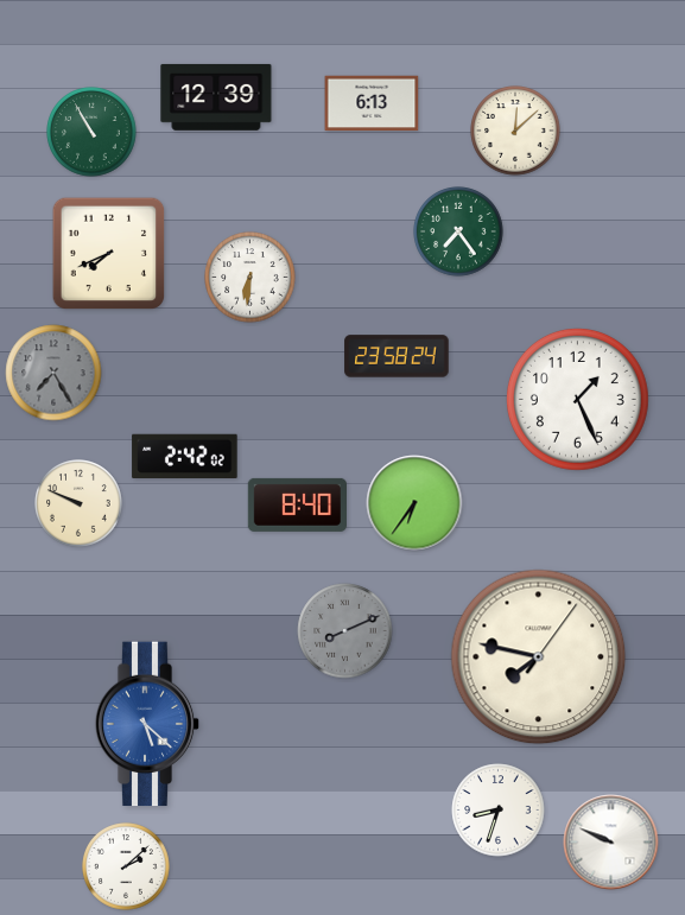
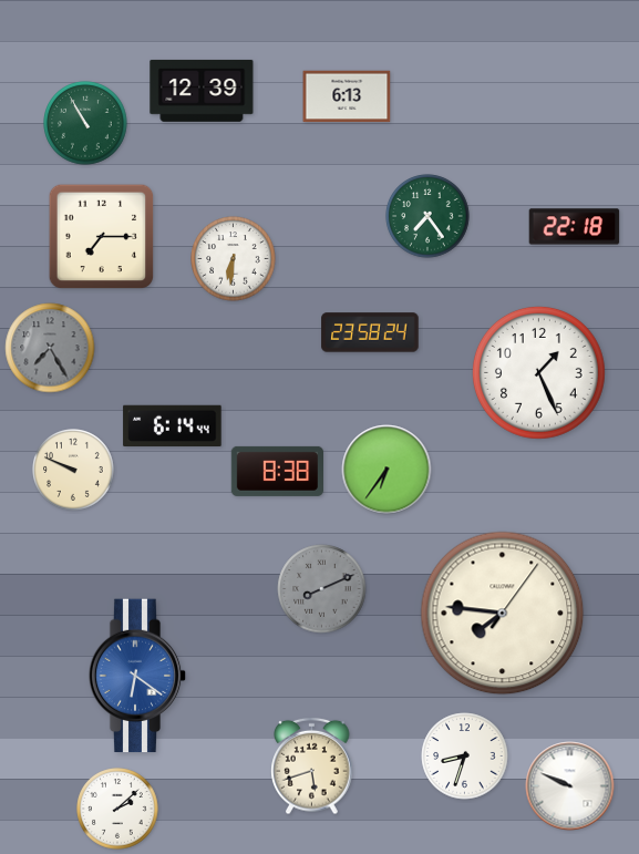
clock at (515, 131): 12:08 -> none
clock at (575, 227): none -> 22:18
clock at (109, 254): 7:41 -> 7:15
clock at (185, 456): 2:42 -> 6:14
clock at (297, 504): 8:40 -> 8:38
clock at (539, 657): 7:47 -> 7:46
clock at (147, 724): 5:22 -> 6:21
clock at (312, 766): none -> 5:42
